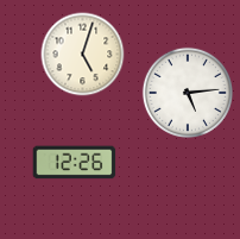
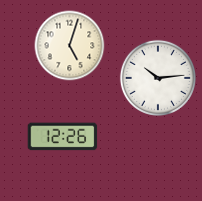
clock at (188, 93): 5:14 -> 10:14
